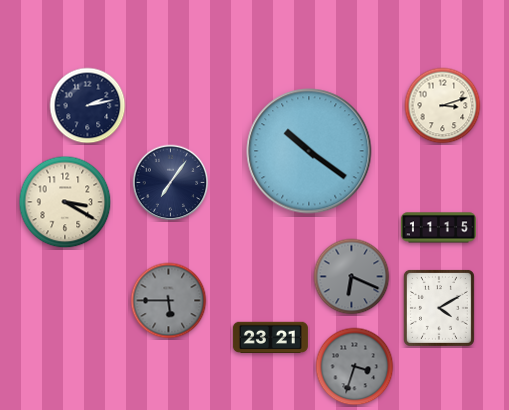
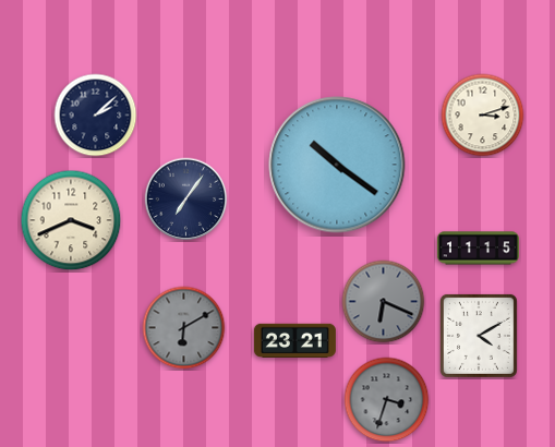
clock at (88, 106): 2:13 -> 2:08
clock at (65, 202): 3:20 -> 3:41
clock at (169, 301): 5:45 -> 6:10
clock at (270, 338) position: (270, 338) -> (294, 341)
